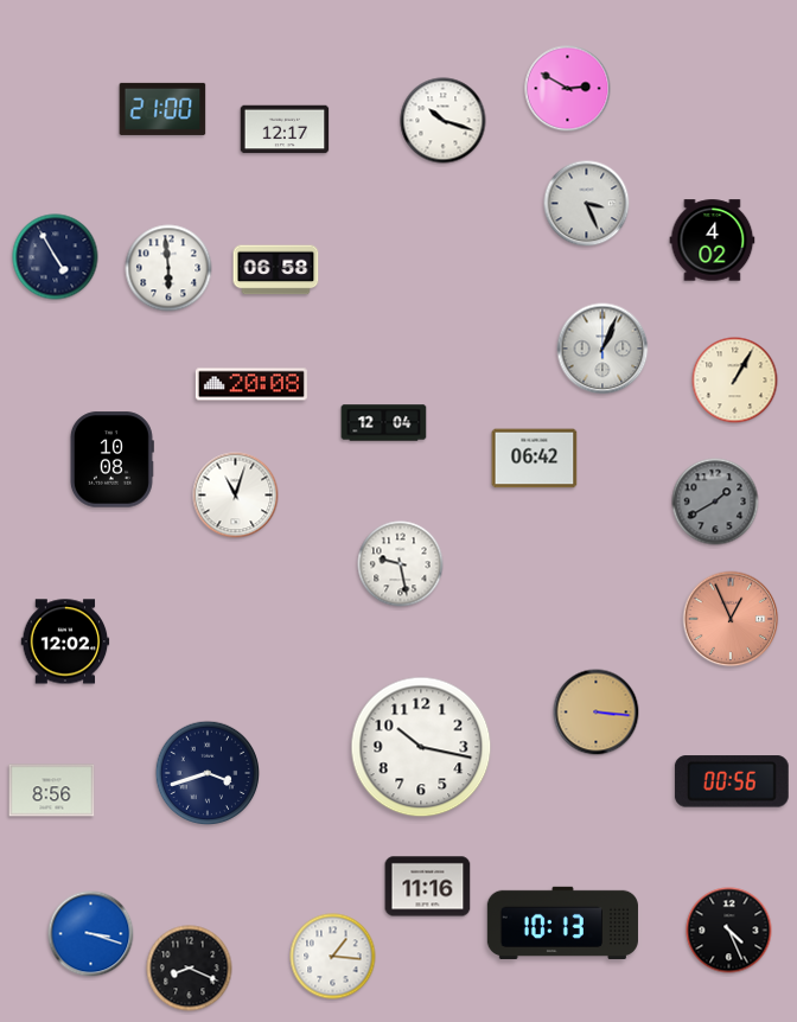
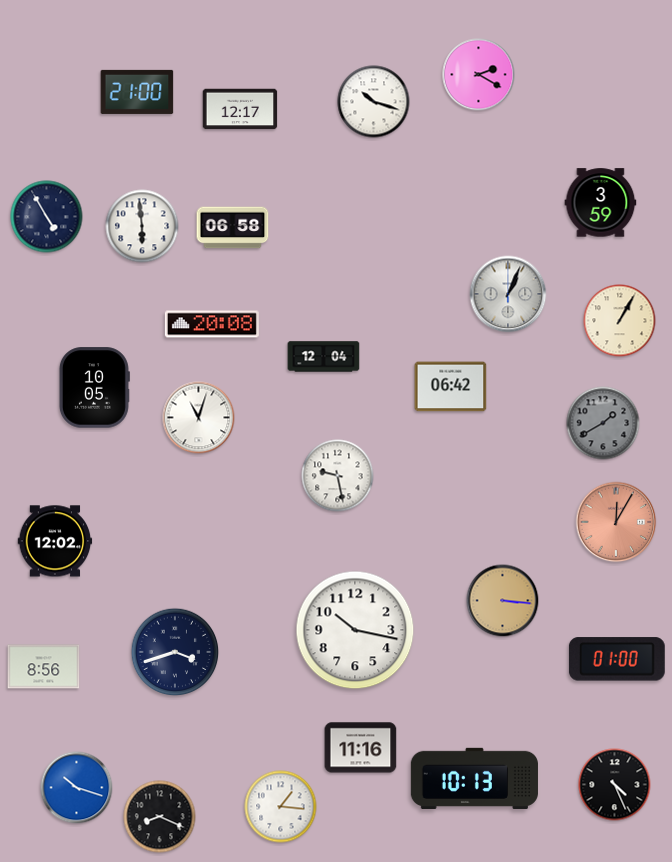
clock at (568, 89): 2:50 -> 2:20
clock at (587, 204): 3:26 -> none
clock at (713, 241): 4:02 -> 3:59
clock at (111, 460): 10:08 -> 10:05
clock at (731, 619): 12:56 -> 12:05
clock at (732, 781): 00:56 -> 01:00
clock at (91, 934): 3:18 -> 10:18
